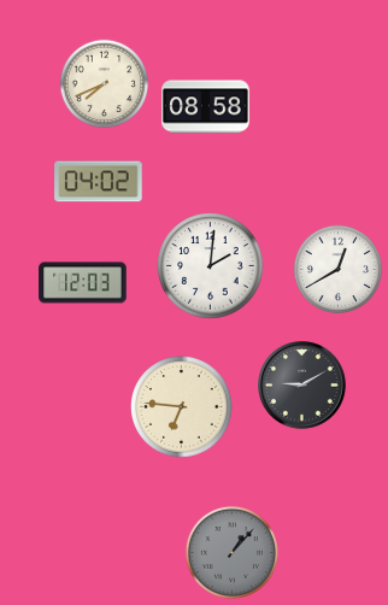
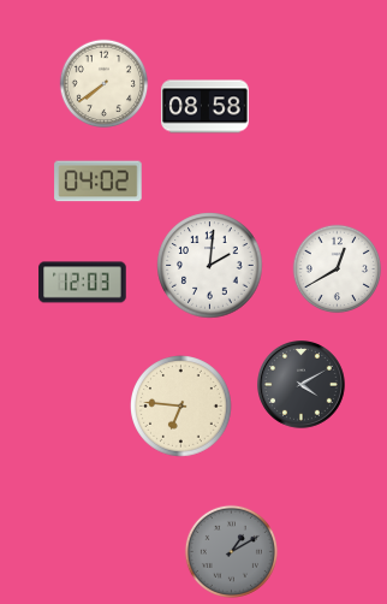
clock at (105, 84): 7:41 -> 7:39
clock at (302, 386): 9:10 -> 4:10
clock at (231, 552): 1:07 -> 1:10
